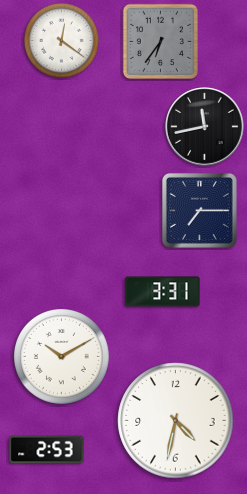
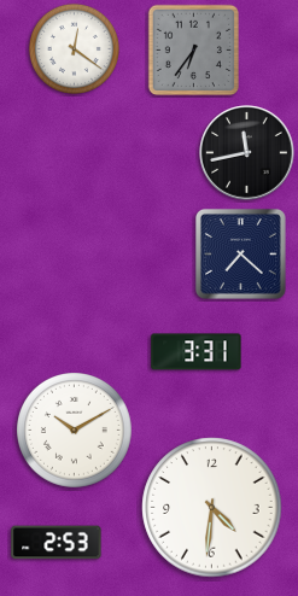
clock at (199, 210): 7:15 -> 7:22
clock at (176, 421): 4:32 -> 4:31
